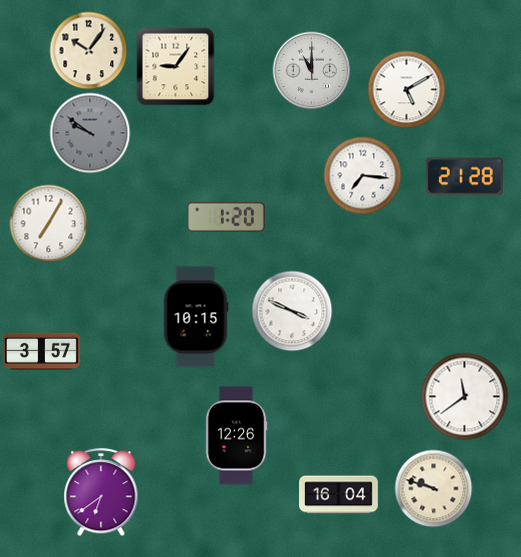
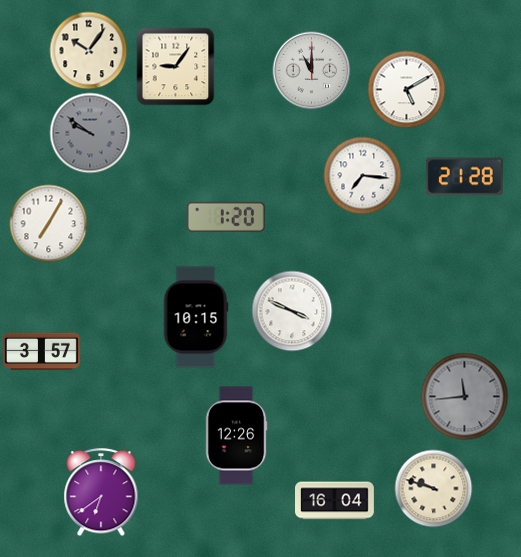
clock at (464, 396): 11:39 -> 11:44
clock at (464, 396) dial: white -> grey
clock at (339, 495) position: (339, 495) -> (335, 501)
